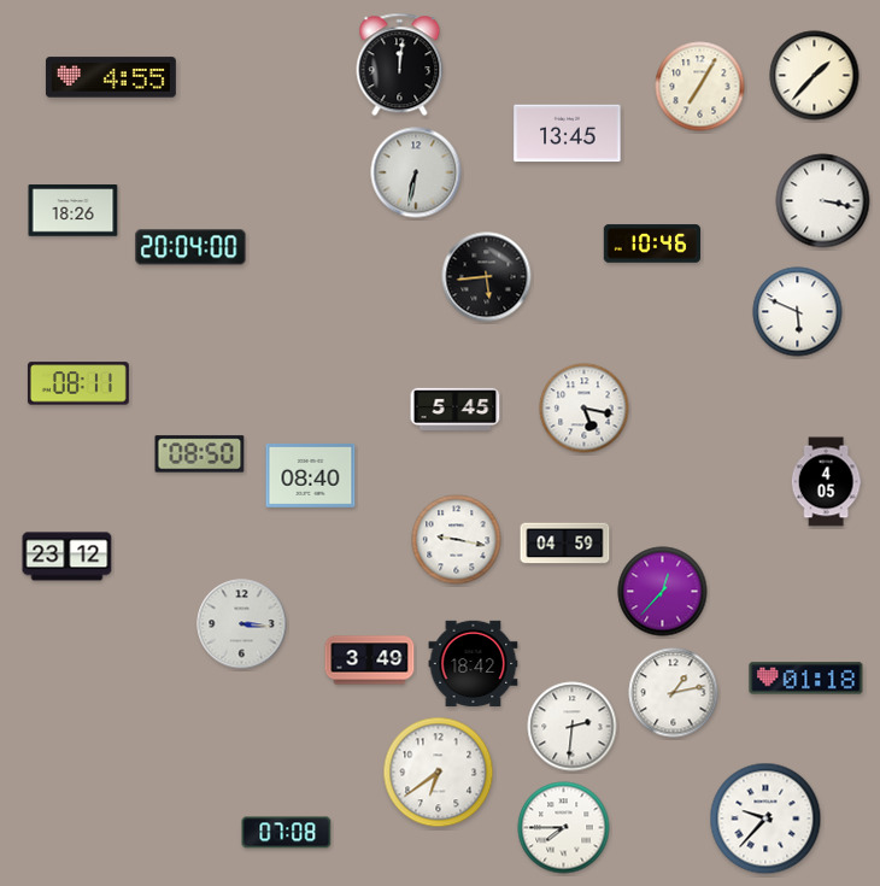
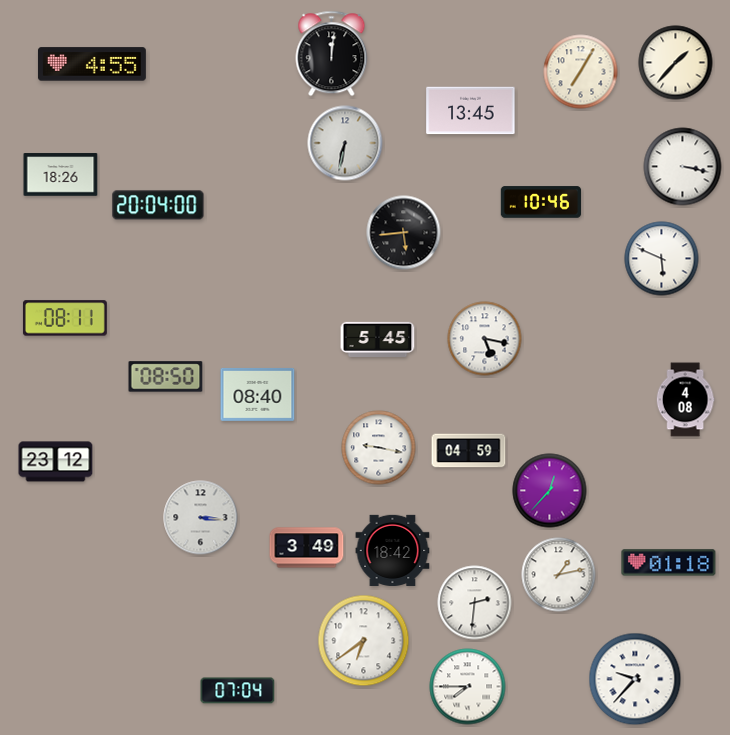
clock at (487, 277) position: (487, 277) -> (404, 233)
clock at (826, 482): 4:05 -> 4:08
clock at (287, 833): 07:08 -> 07:04
